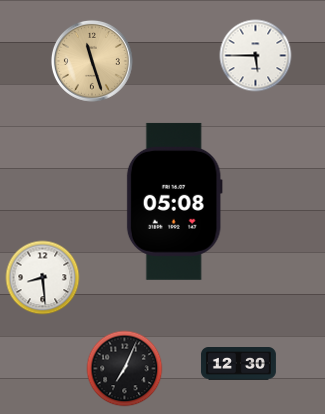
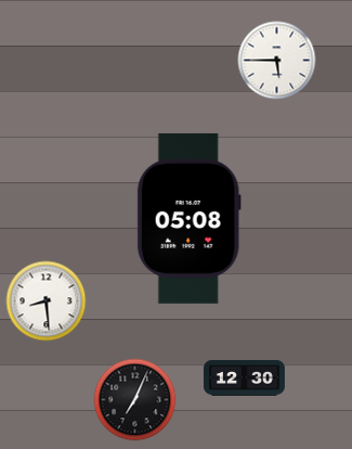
clock at (92, 61): 11:27 -> none
clock at (238, 364) position: (238, 364) -> (244, 379)
